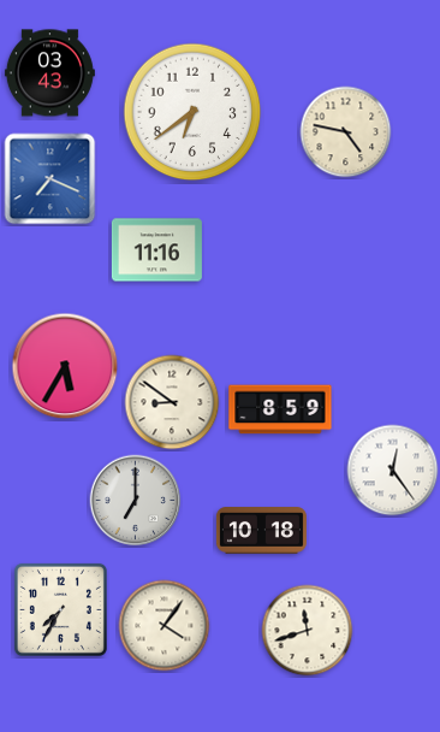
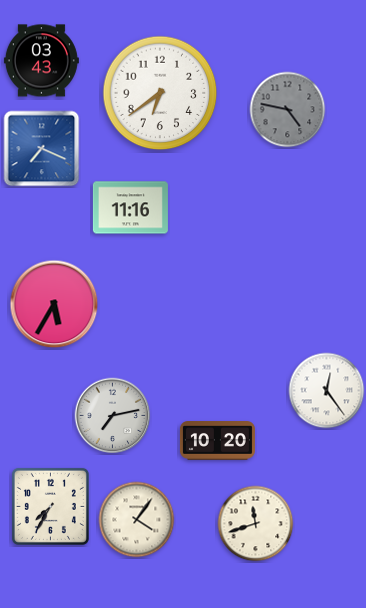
clock at (346, 132) dial: cream -> grey
clock at (172, 402): 8:51 -> none
clock at (280, 409): 8:59 -> none
clock at (136, 501): 7:00 -> 7:13
clock at (261, 531): 10:18 -> 10:20
